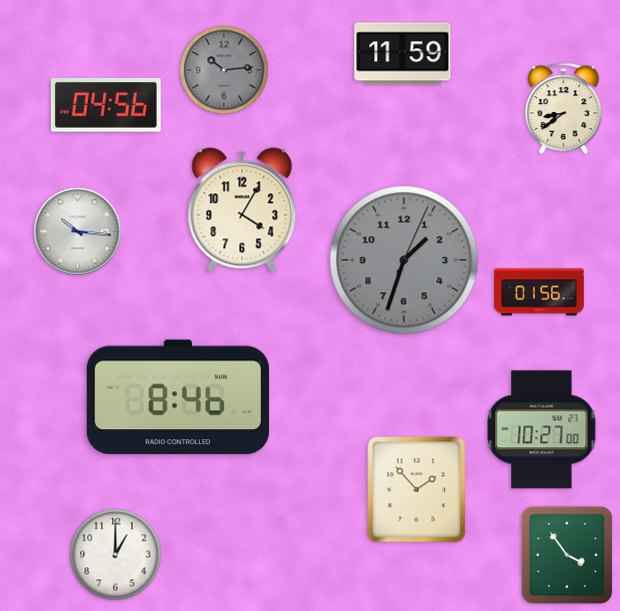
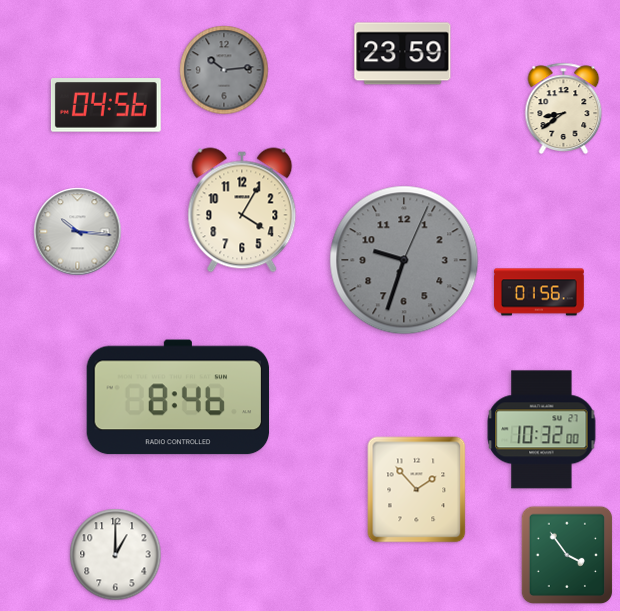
clock at (403, 54): 11:59 -> 23:59
clock at (404, 260): 1:33 -> 9:33
clock at (542, 430): 10:27 -> 10:32
